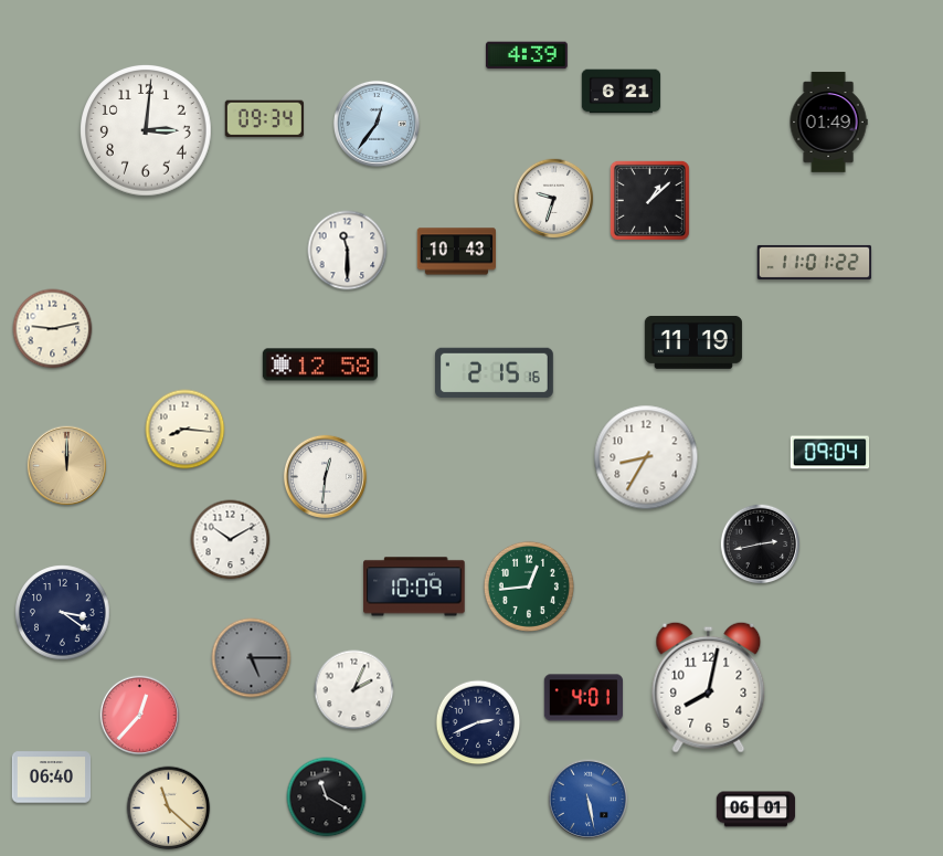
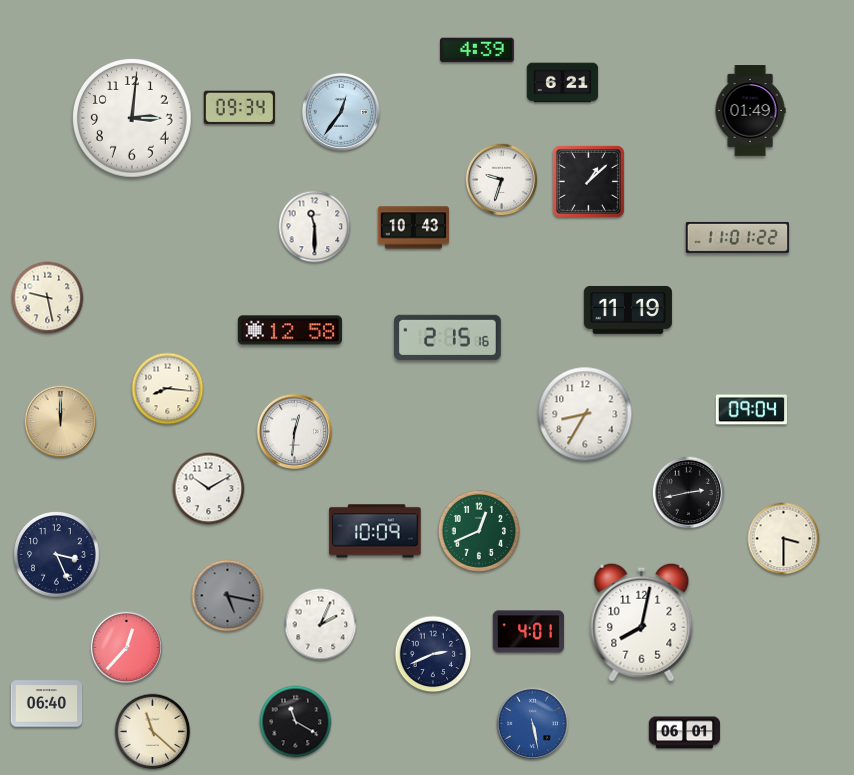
clock at (53, 329): 9:13 -> 9:28
clock at (529, 586): 12:44 -> 12:41
clock at (784, 539): none -> 3:30
clock at (63, 613): 3:21 -> 3:26
clock at (252, 658): 5:15 -> 5:17
